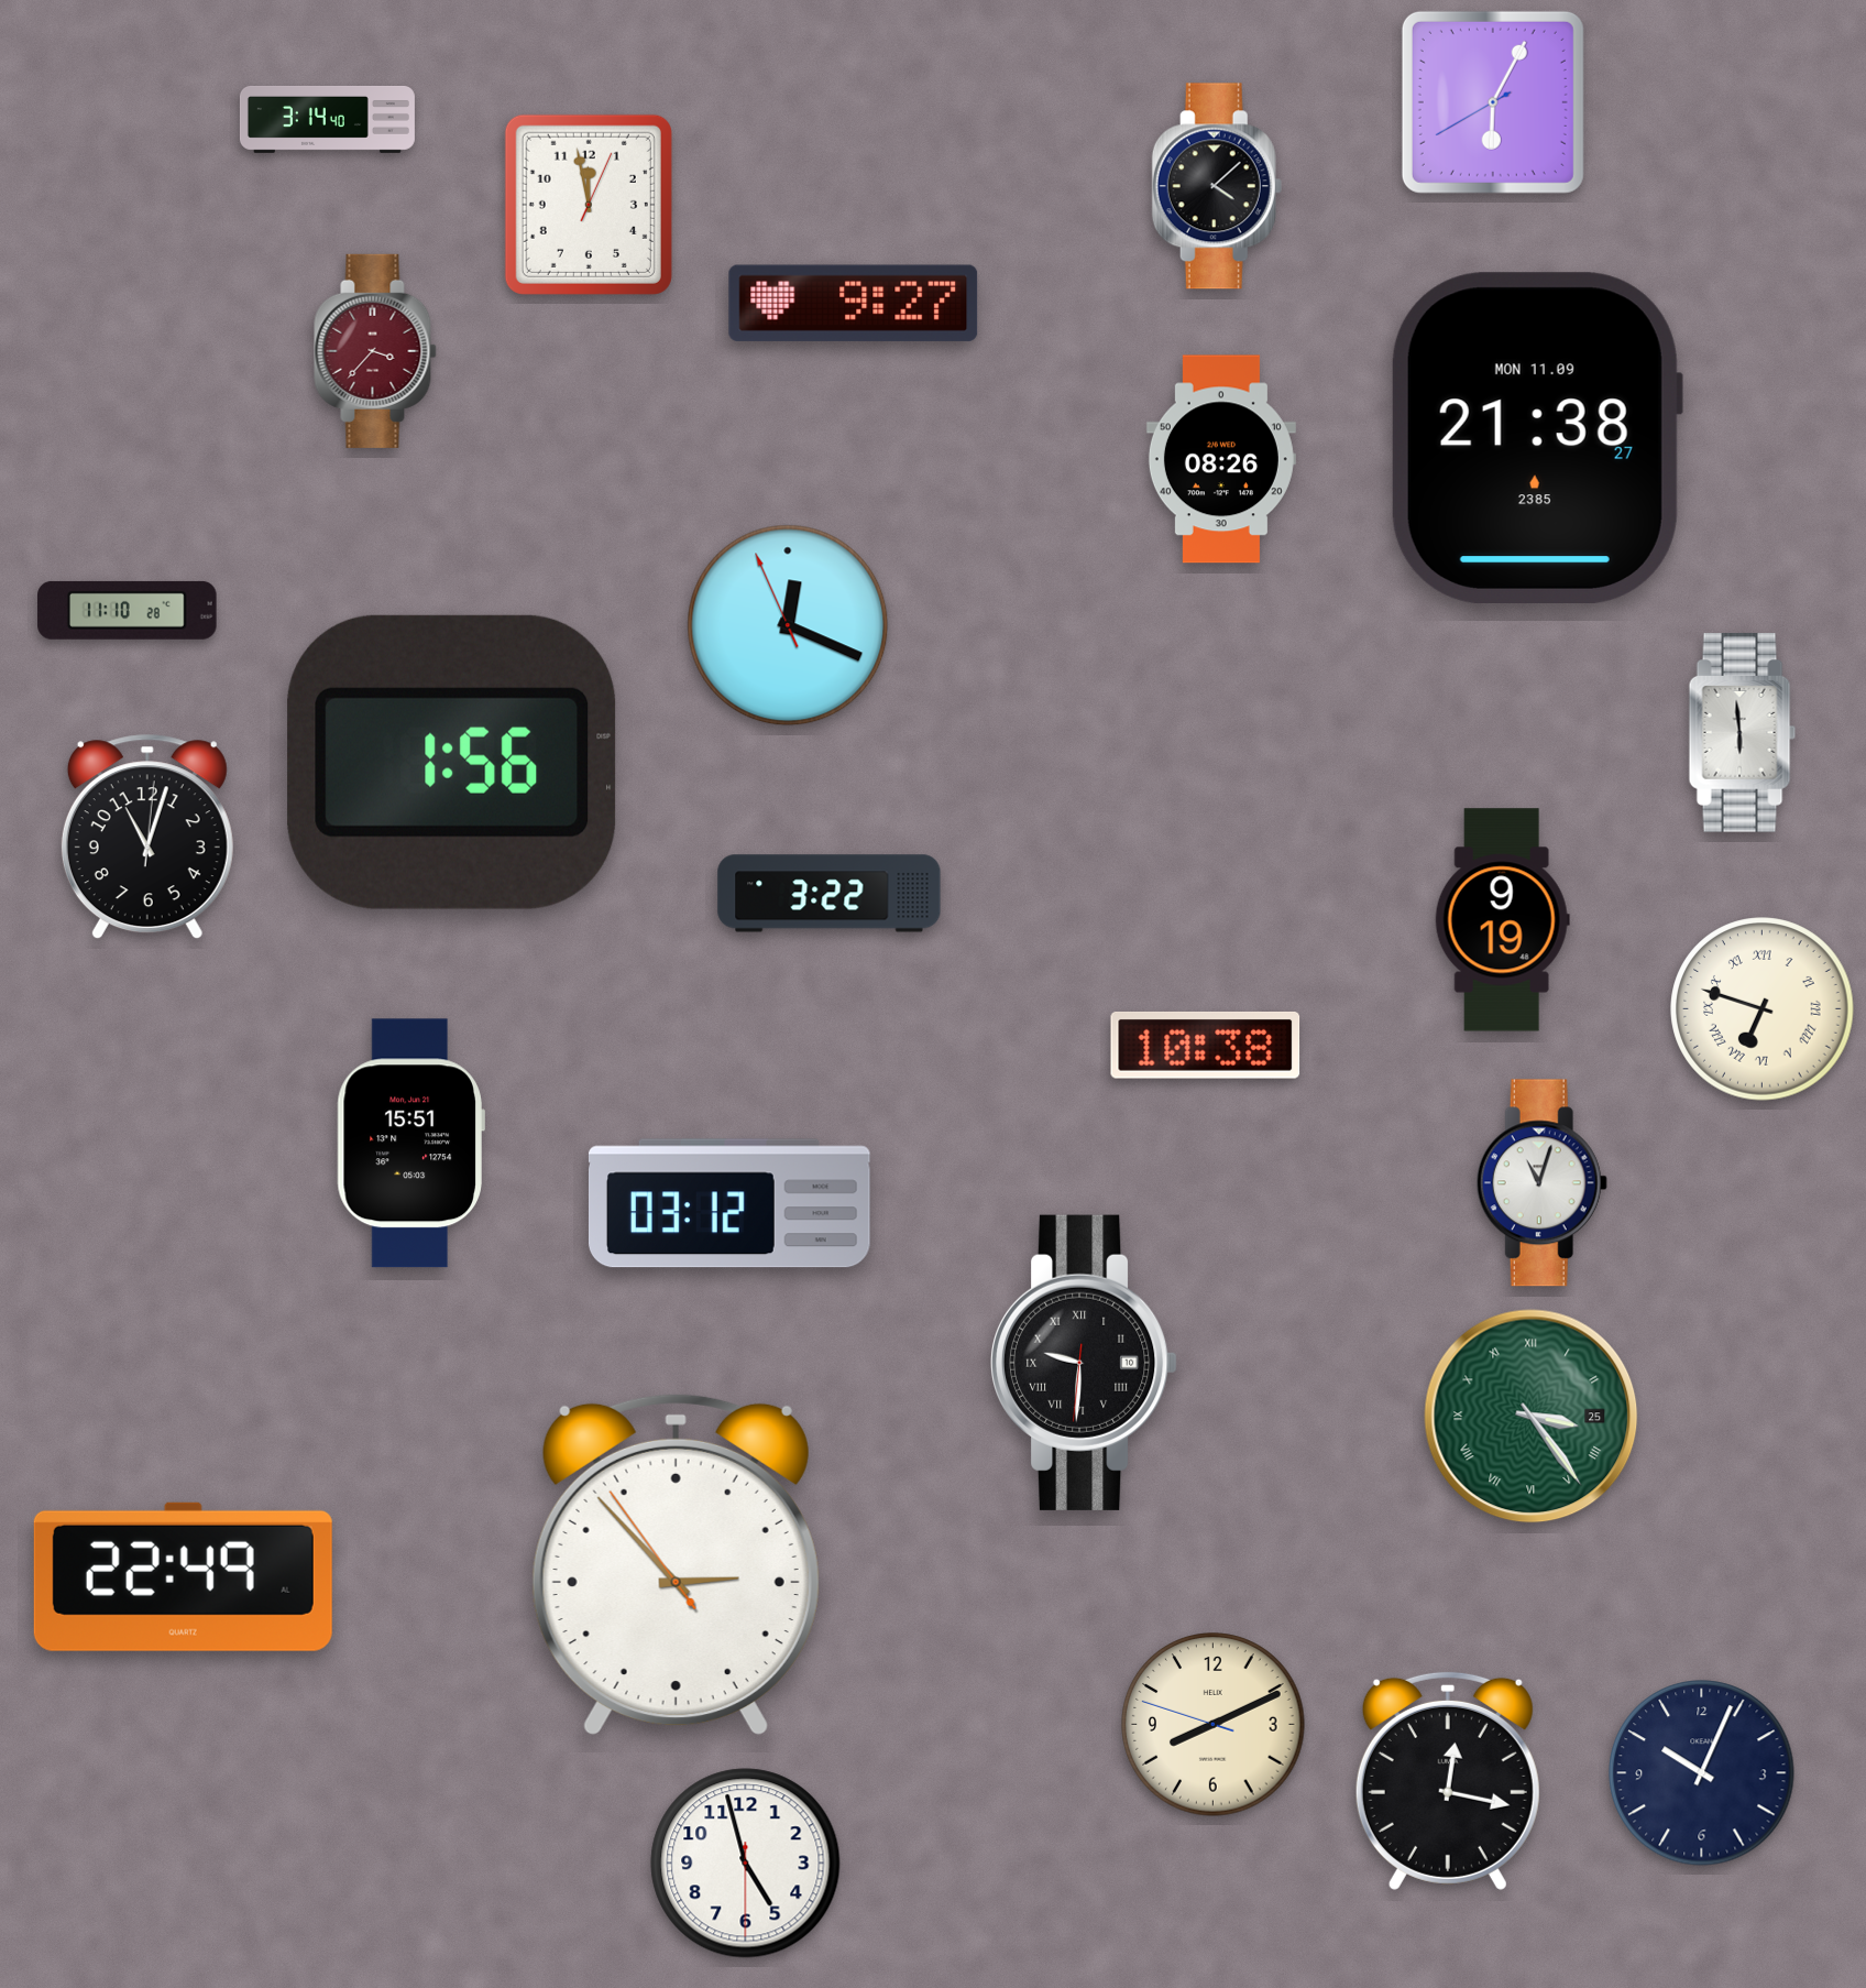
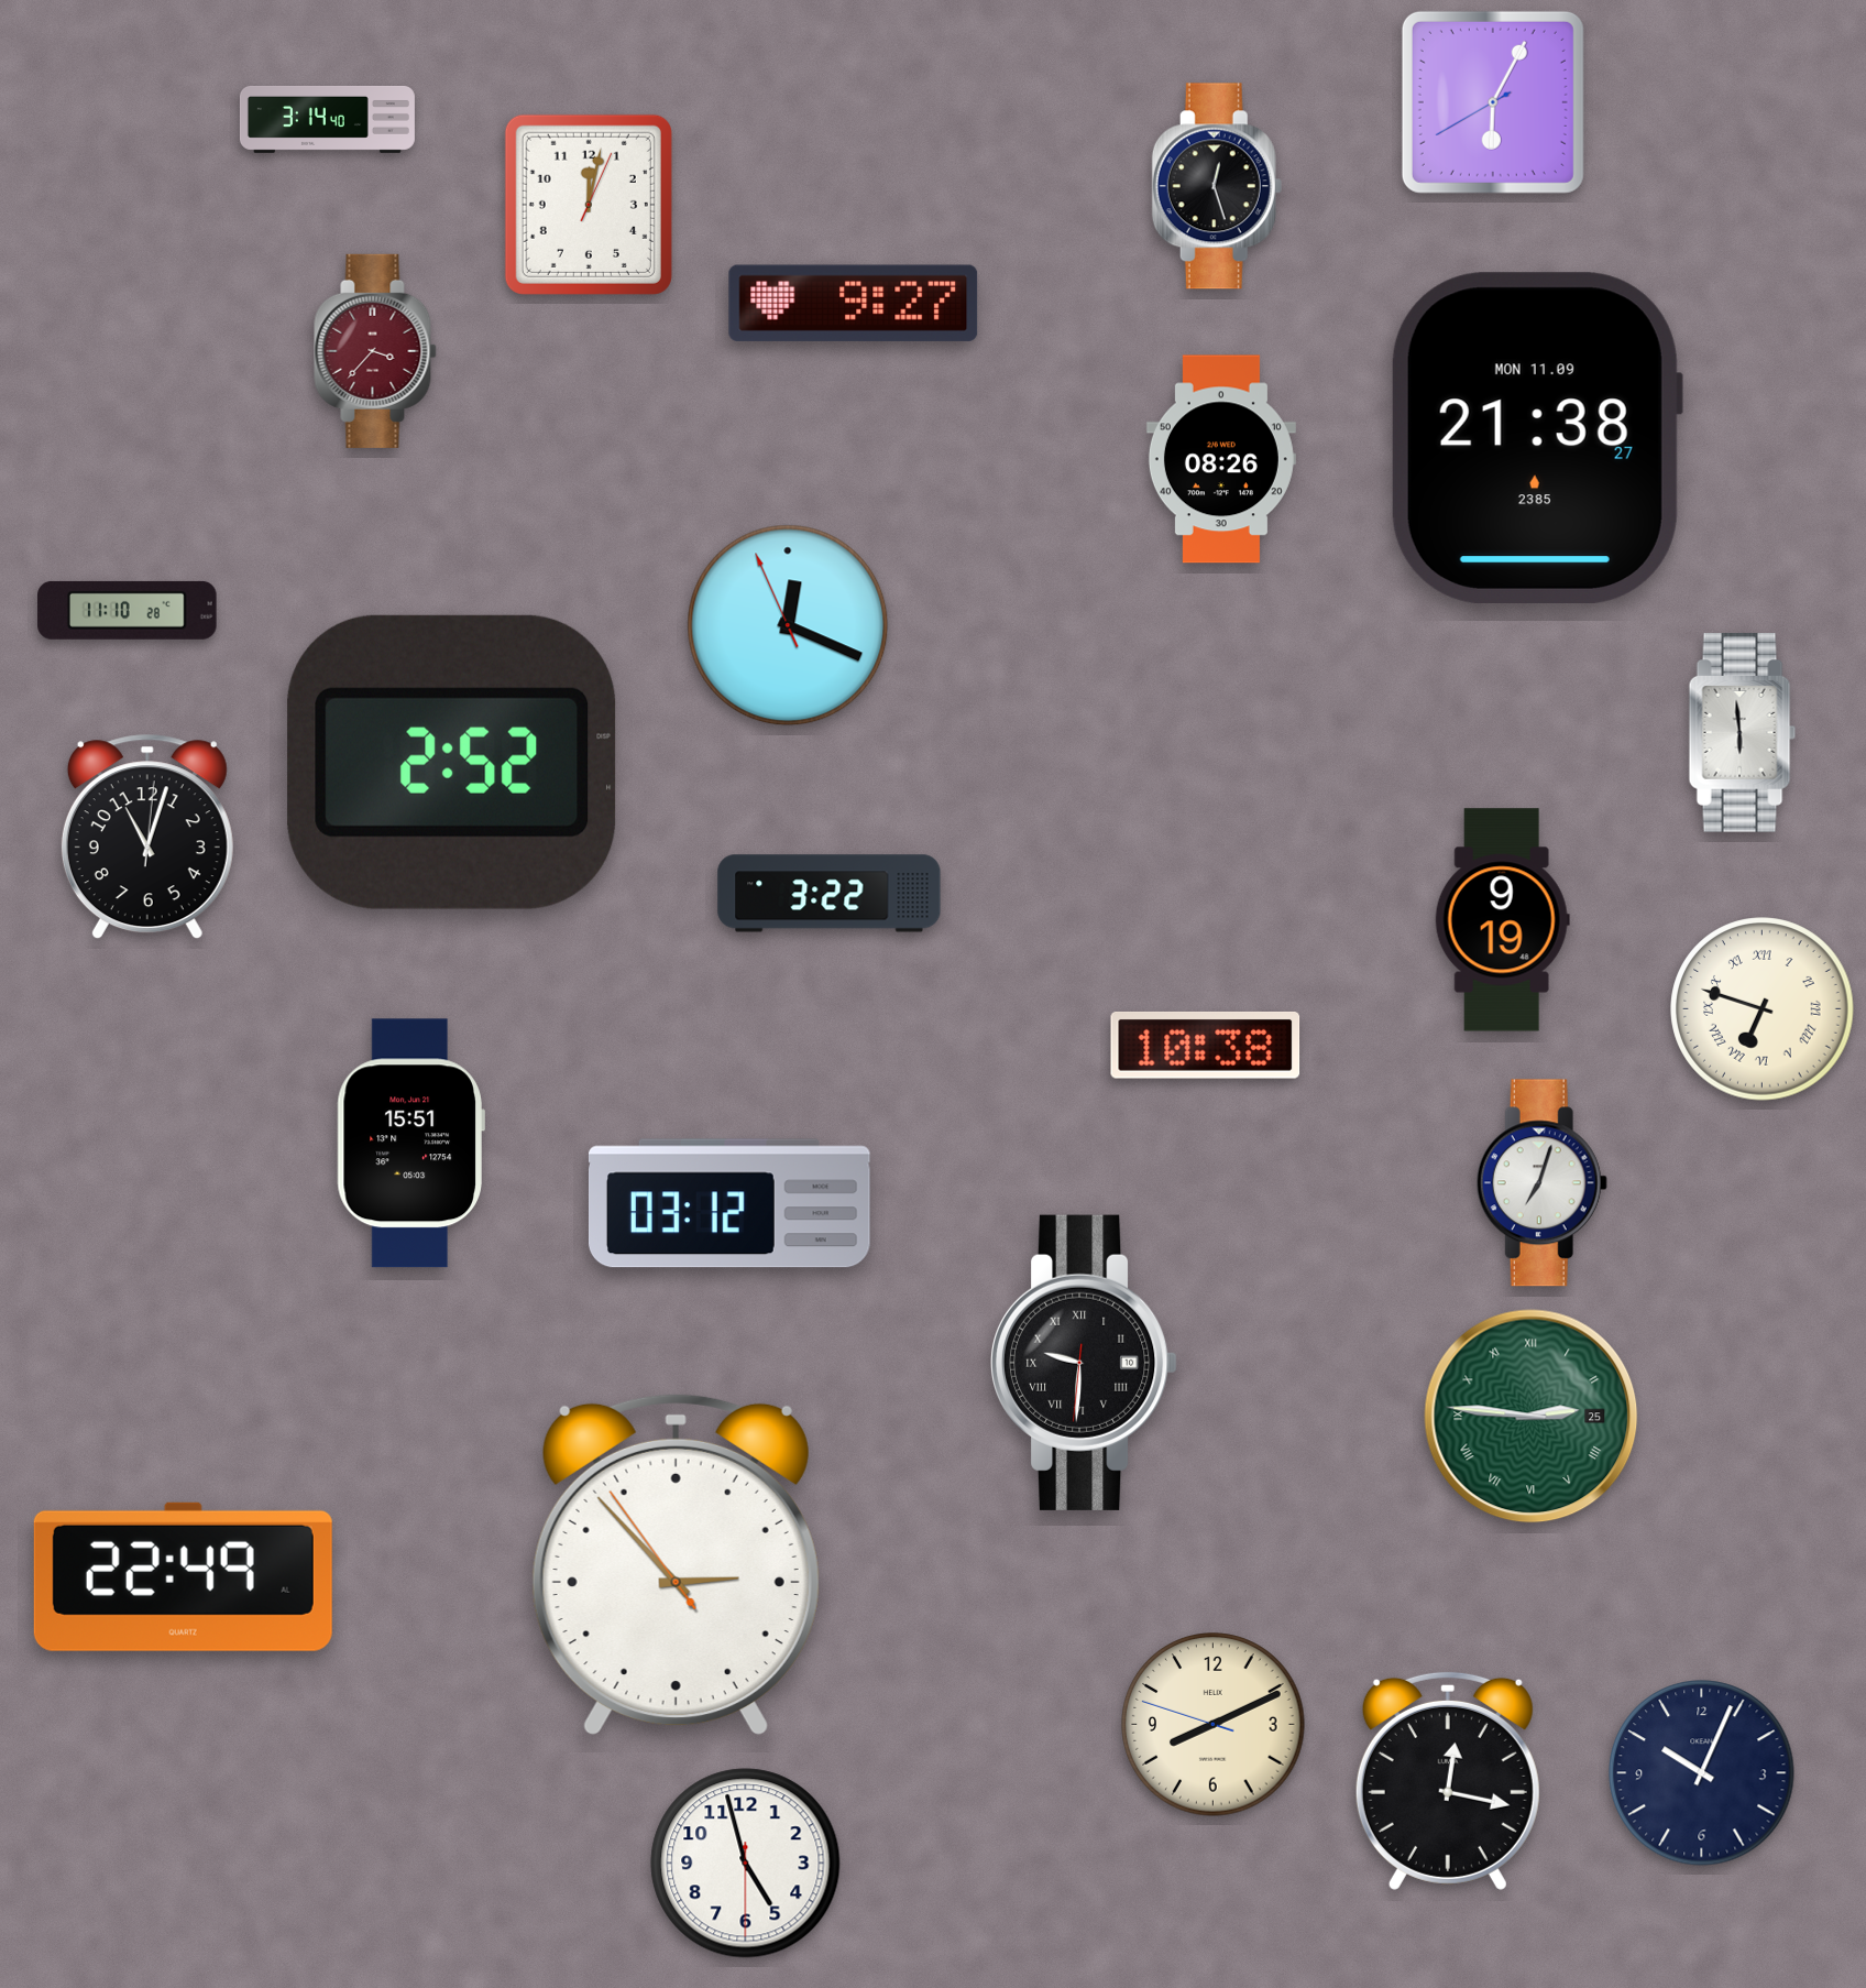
clock at (1217, 186): 4:08 -> 12:27
clock at (589, 205): 11:58 -> 12:02
clock at (452, 762): 1:56 -> 2:52
clock at (1541, 1183): 11:03 -> 7:03
clock at (1532, 1417): 3:24 -> 2:46
